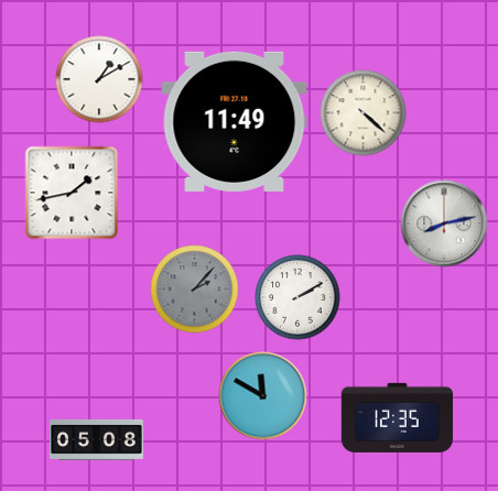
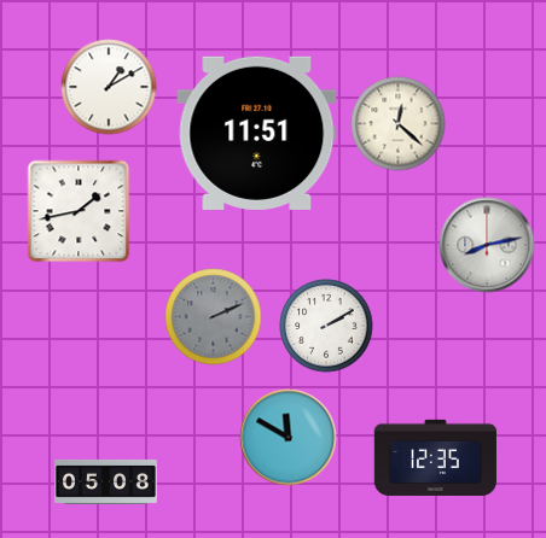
clock at (364, 113): 4:22 -> 12:22
clock at (235, 121): 11:49 -> 11:51
clock at (195, 290): 2:07 -> 2:11
clock at (263, 396) position: (263, 396) -> (289, 438)
